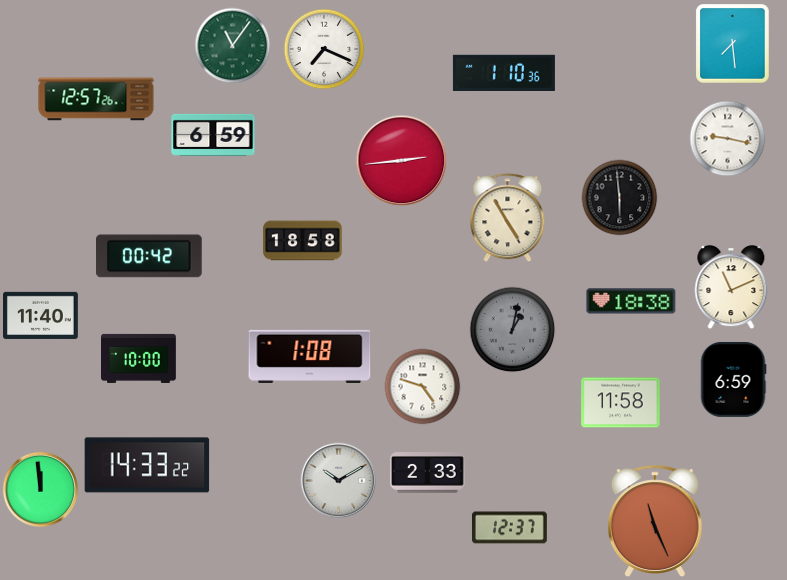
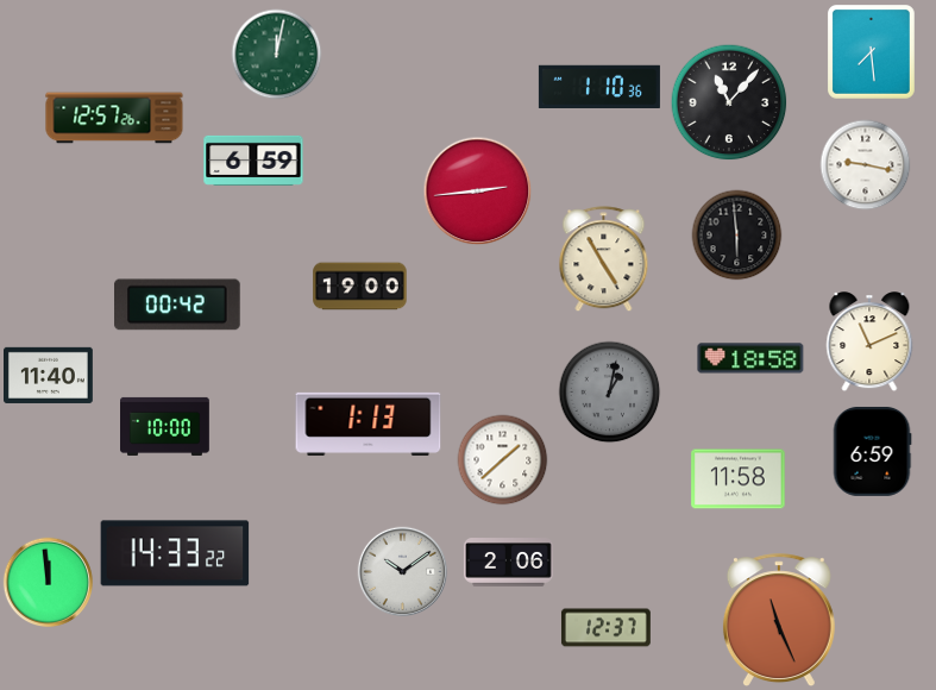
clock at (233, 46): 11:06 -> 12:02
clock at (324, 49): 7:19 -> none
clock at (729, 102): none -> 11:07
clock at (303, 241): 18:58 -> 19:00
clock at (631, 301): 18:38 -> 18:58
clock at (310, 356): 1:08 -> 1:13
clock at (423, 387): 4:48 -> 1:38
clock at (428, 473): 2:33 -> 2:06
clock at (339, 481): 10:10 -> 10:09
